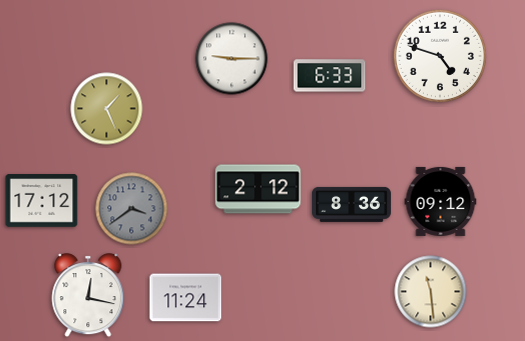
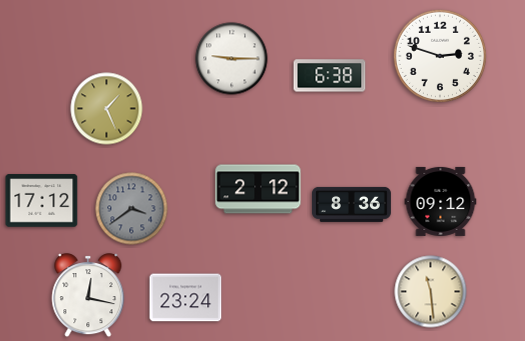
clock at (440, 56): 4:48 -> 2:48
clock at (330, 76): 6:33 -> 6:38
clock at (186, 298): 11:24 -> 23:24
